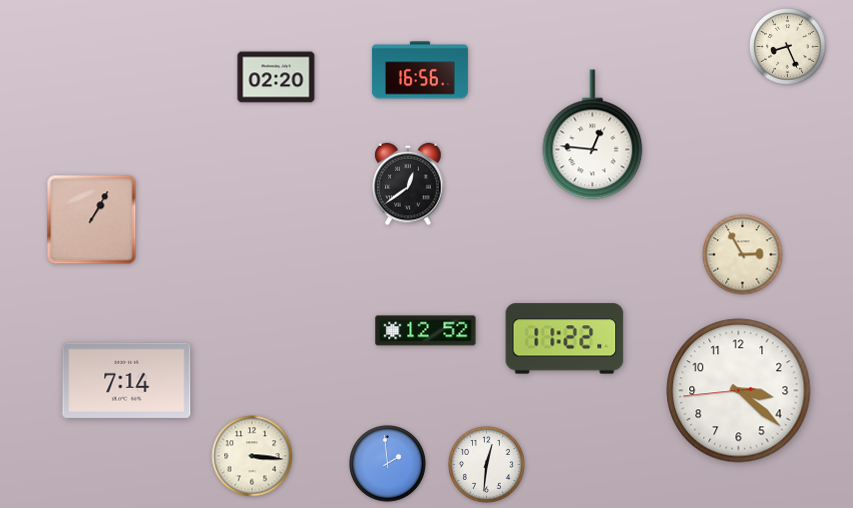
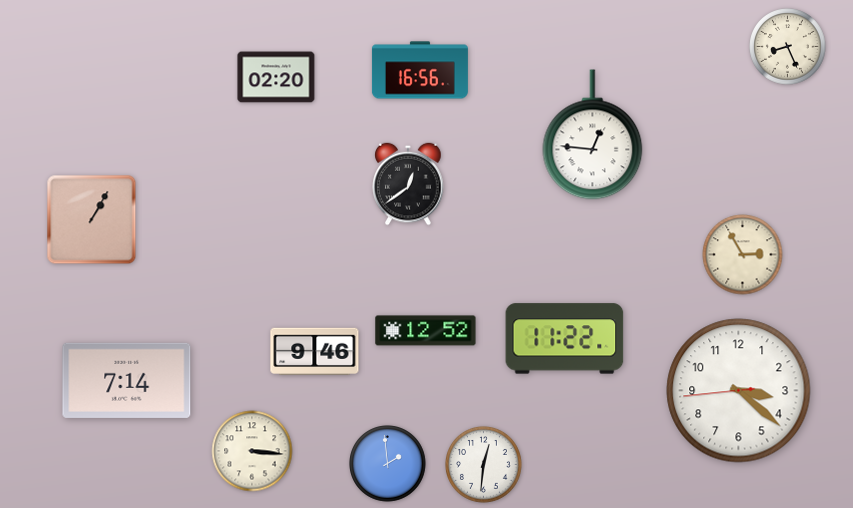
clock at (315, 352): none -> 9:46
clock at (252, 456) position: (252, 456) -> (252, 451)
clock at (487, 465) position: (487, 465) -> (484, 465)
